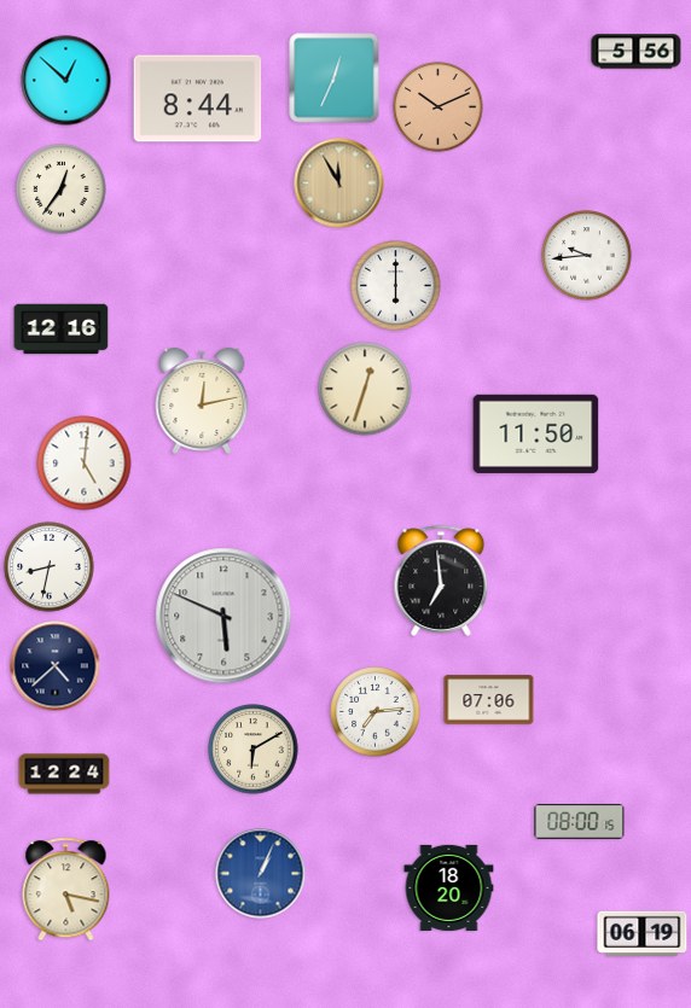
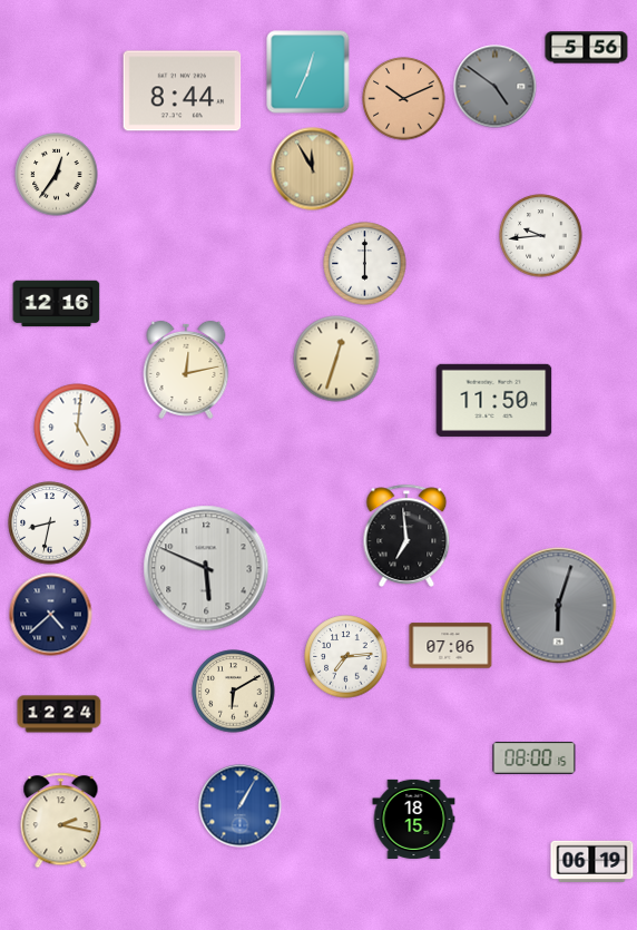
clock at (66, 81): 12:52 -> none
clock at (496, 87): none -> 4:51
clock at (50, 567) position: (50, 567) -> (50, 523)
clock at (559, 606): none -> 6:03
clock at (261, 874): 1:04 -> 1:05
clock at (449, 887): 18:20 -> 18:15
clock at (66, 890): 5:17 -> 2:17
